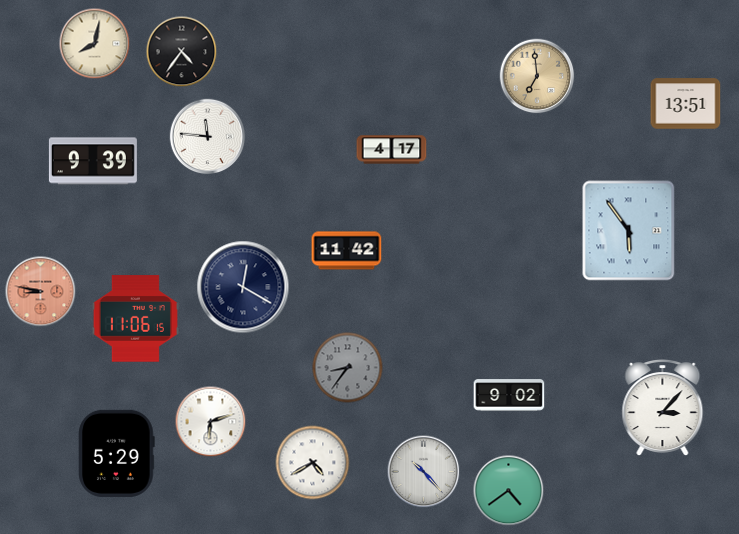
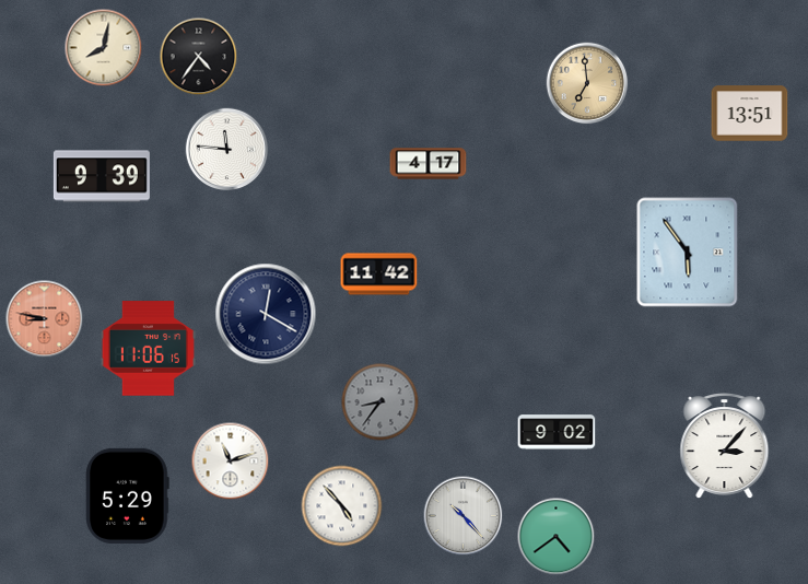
clock at (211, 422): 6:12 -> 11:12
clock at (313, 463): 4:40 -> 4:53
